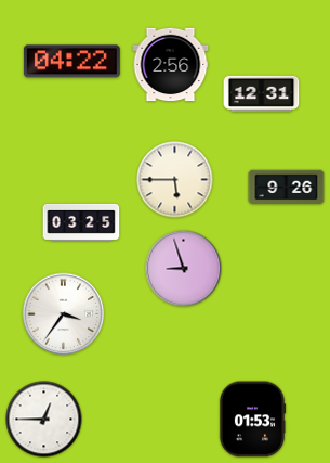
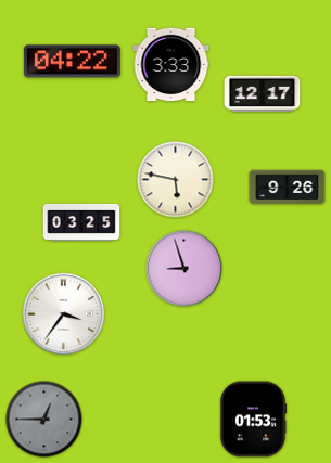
clock at (171, 65): 2:56 -> 3:33
clock at (262, 93): 12:31 -> 12:17
clock at (175, 180): 5:45 -> 5:47
clock at (44, 420) dial: white -> grey
